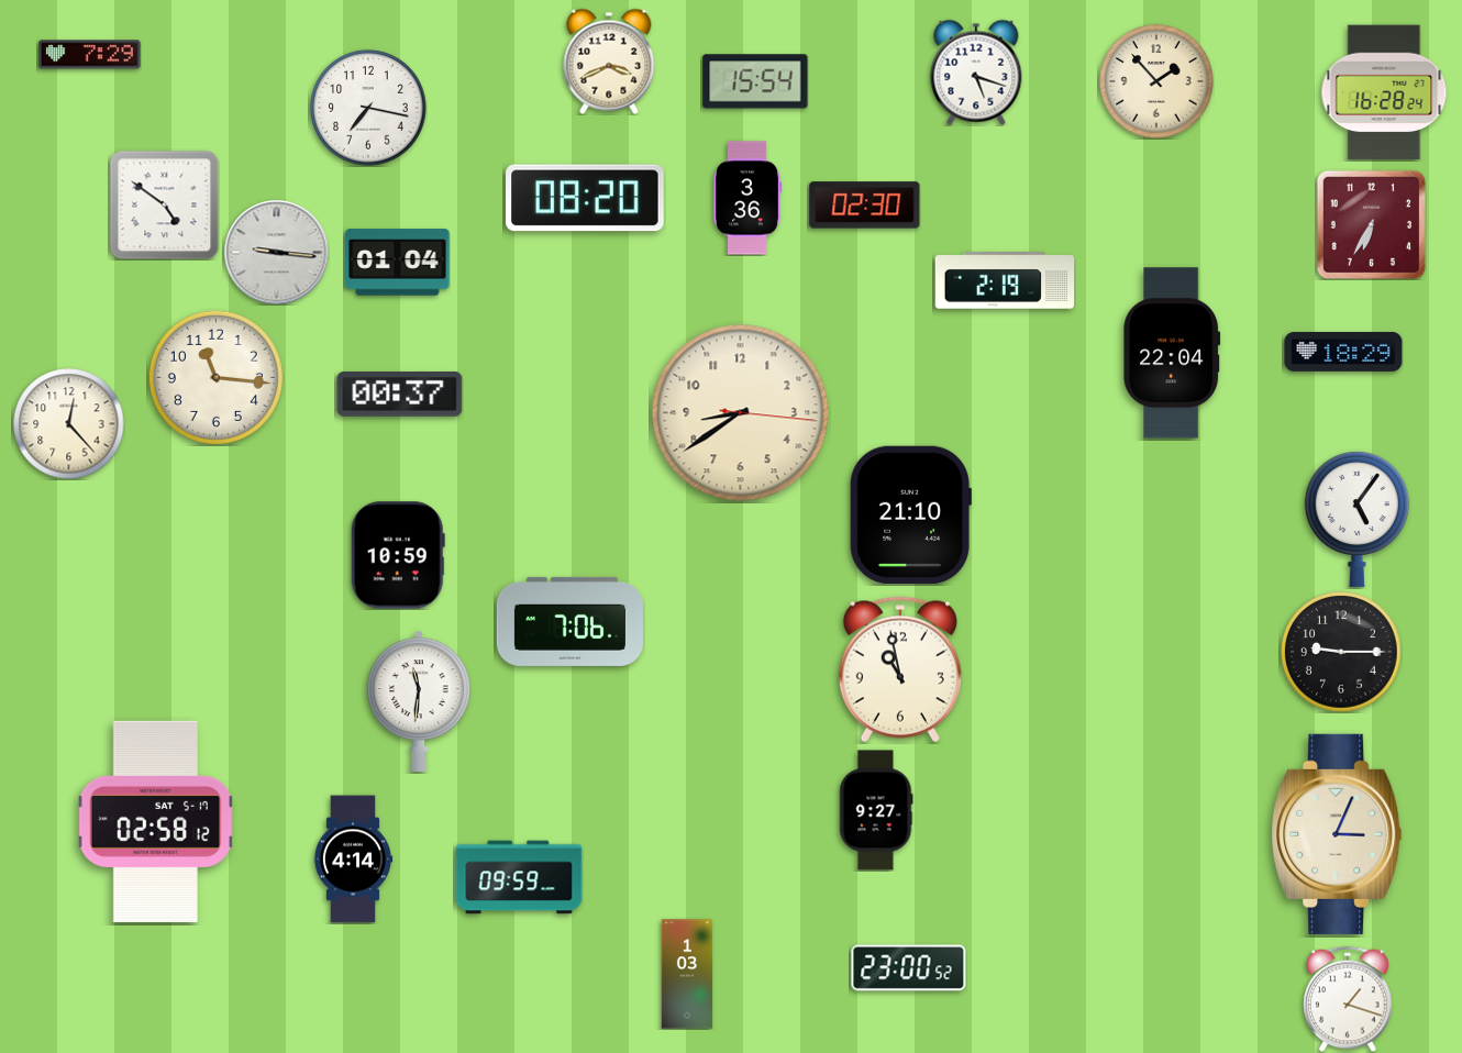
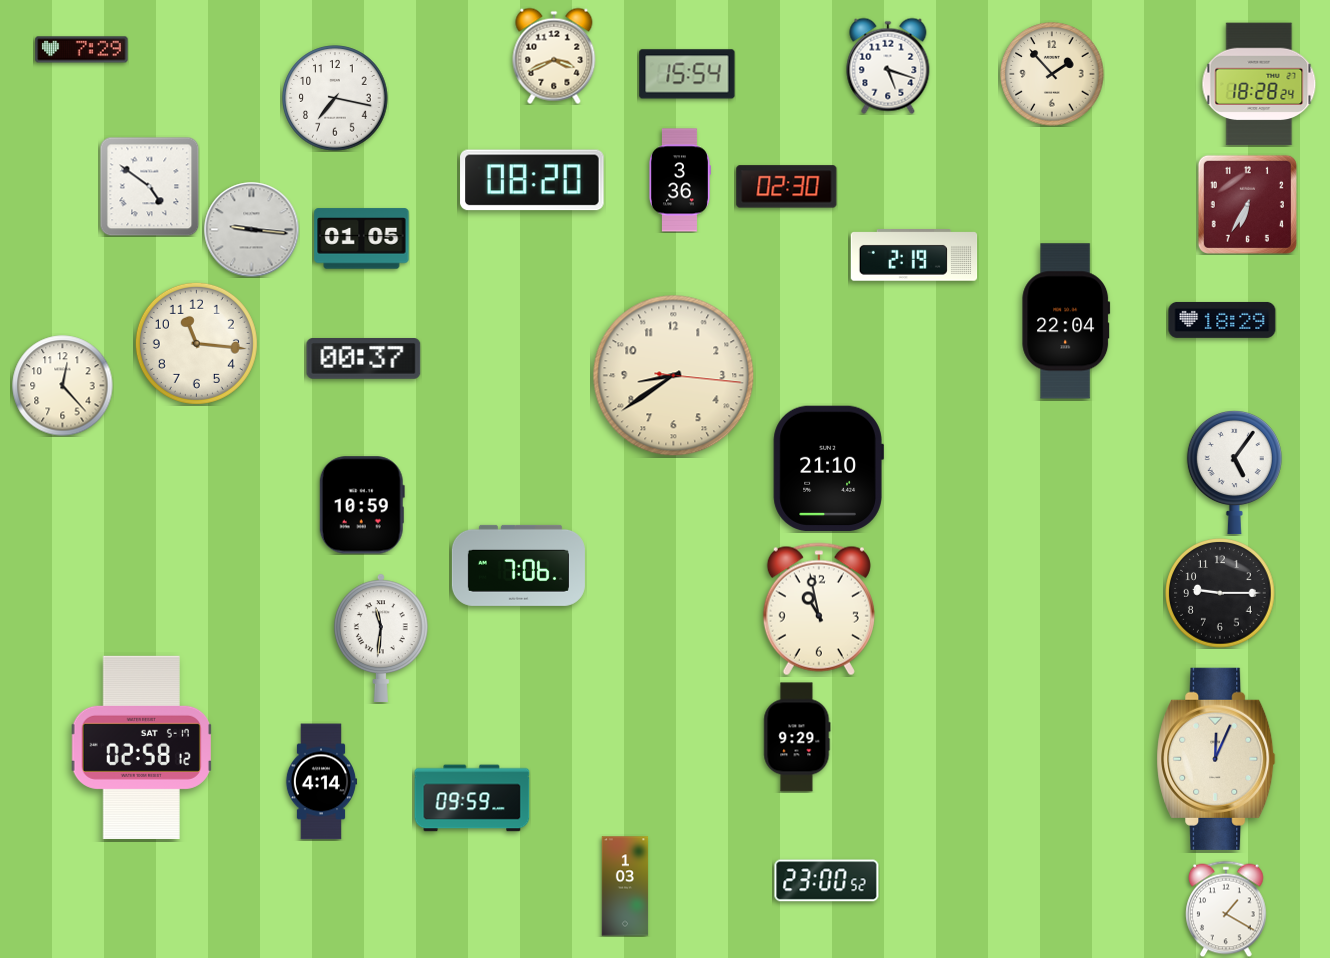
clock at (1384, 92): 16:28 -> 18:28
clock at (398, 263): 01:04 -> 01:05
clock at (876, 810): 9:27 -> 9:29
clock at (1337, 834): 3:04 -> 12:04
clock at (1348, 999): 1:18 -> 1:20
